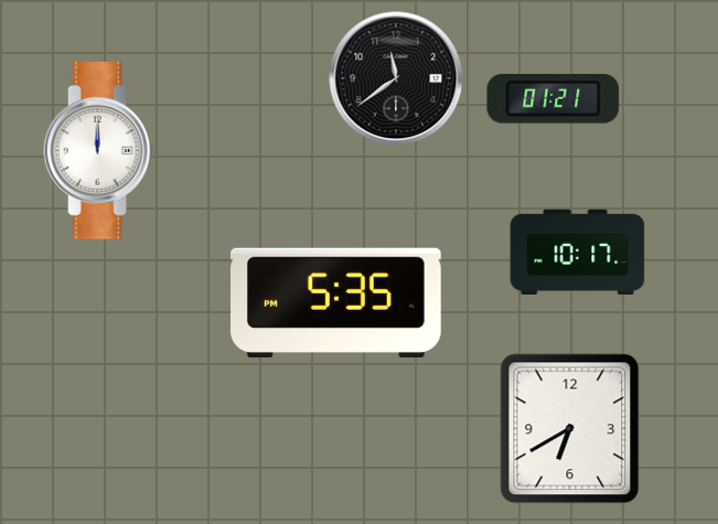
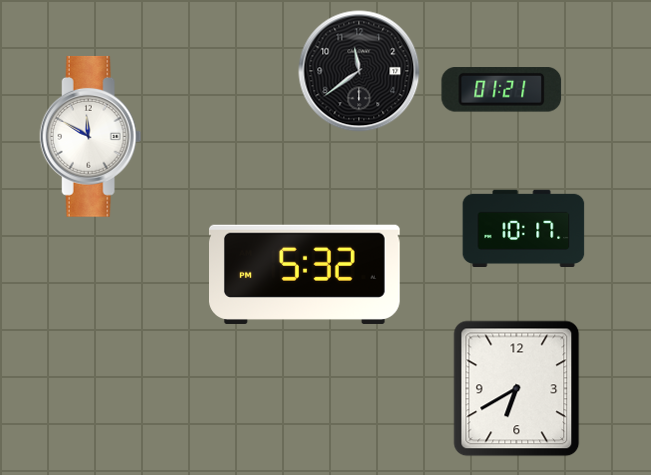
clock at (100, 150): 12:00 -> 11:50
clock at (336, 302): 5:35 -> 5:32
